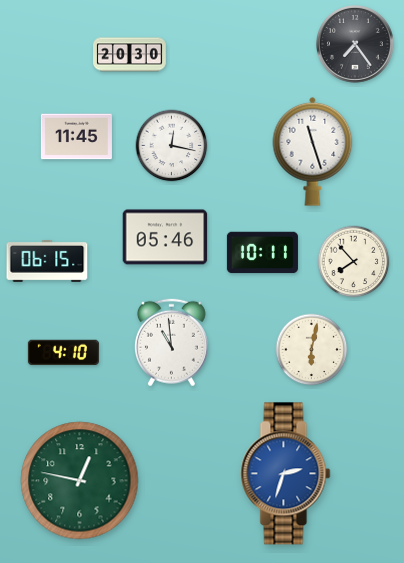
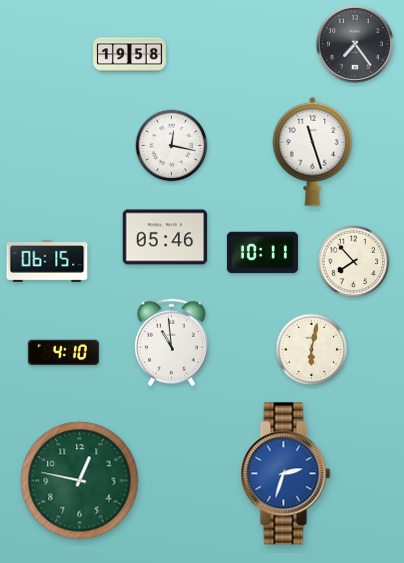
clock at (130, 55): 20:30 -> 19:58
clock at (76, 137): 11:45 -> none
